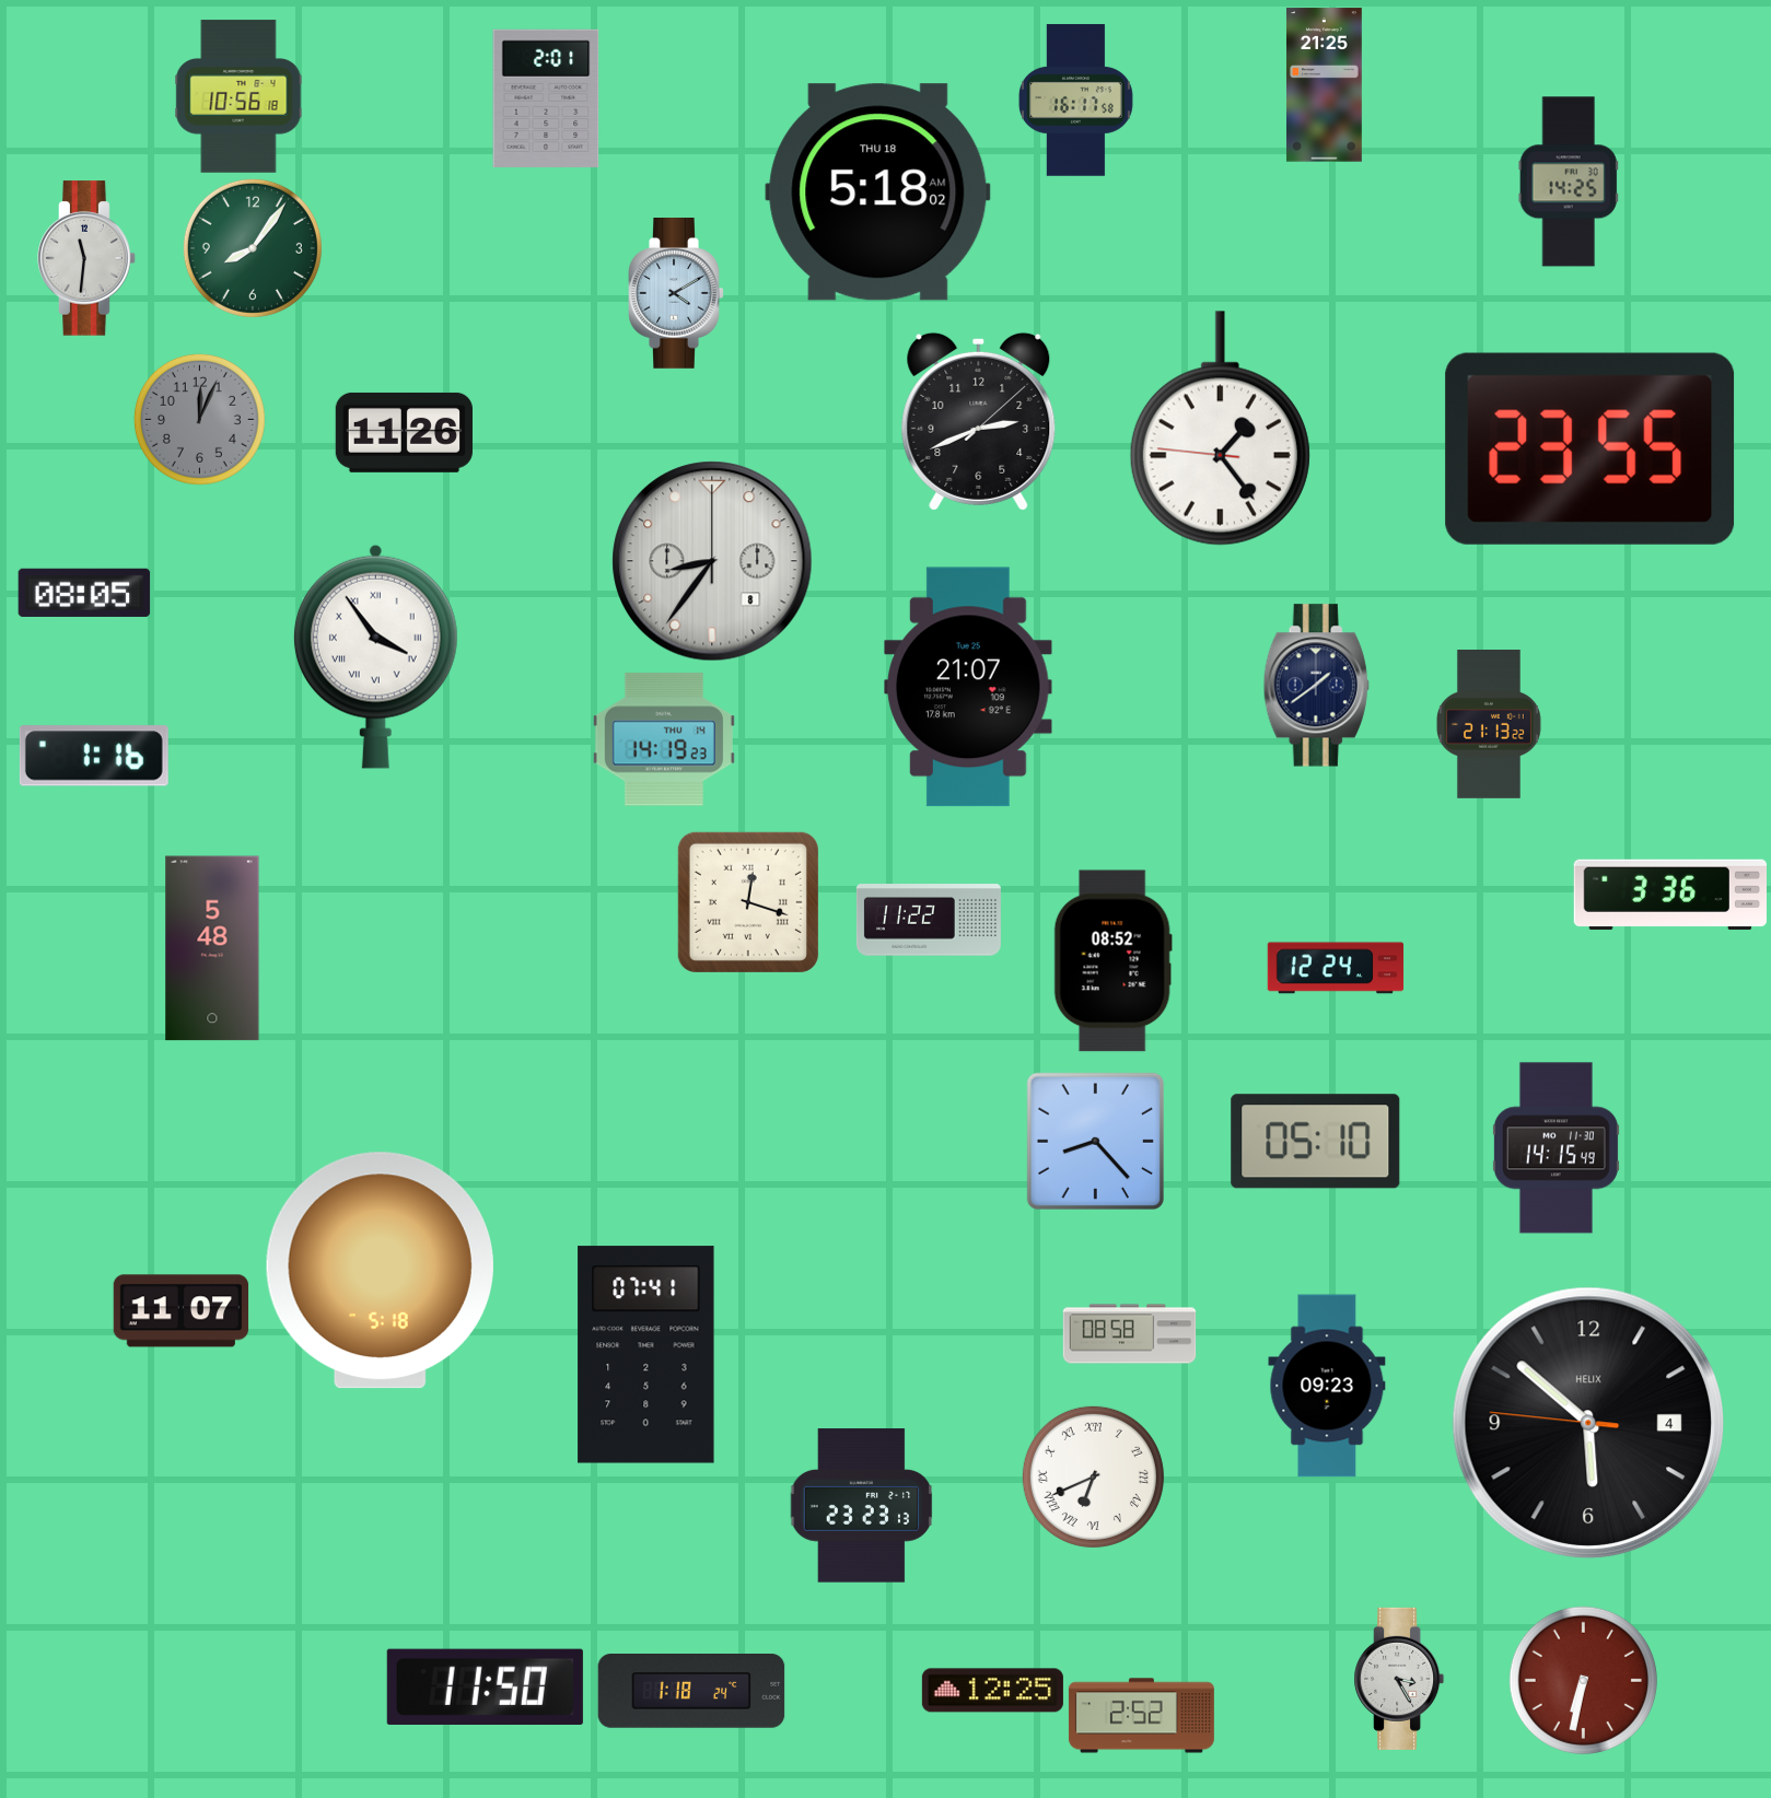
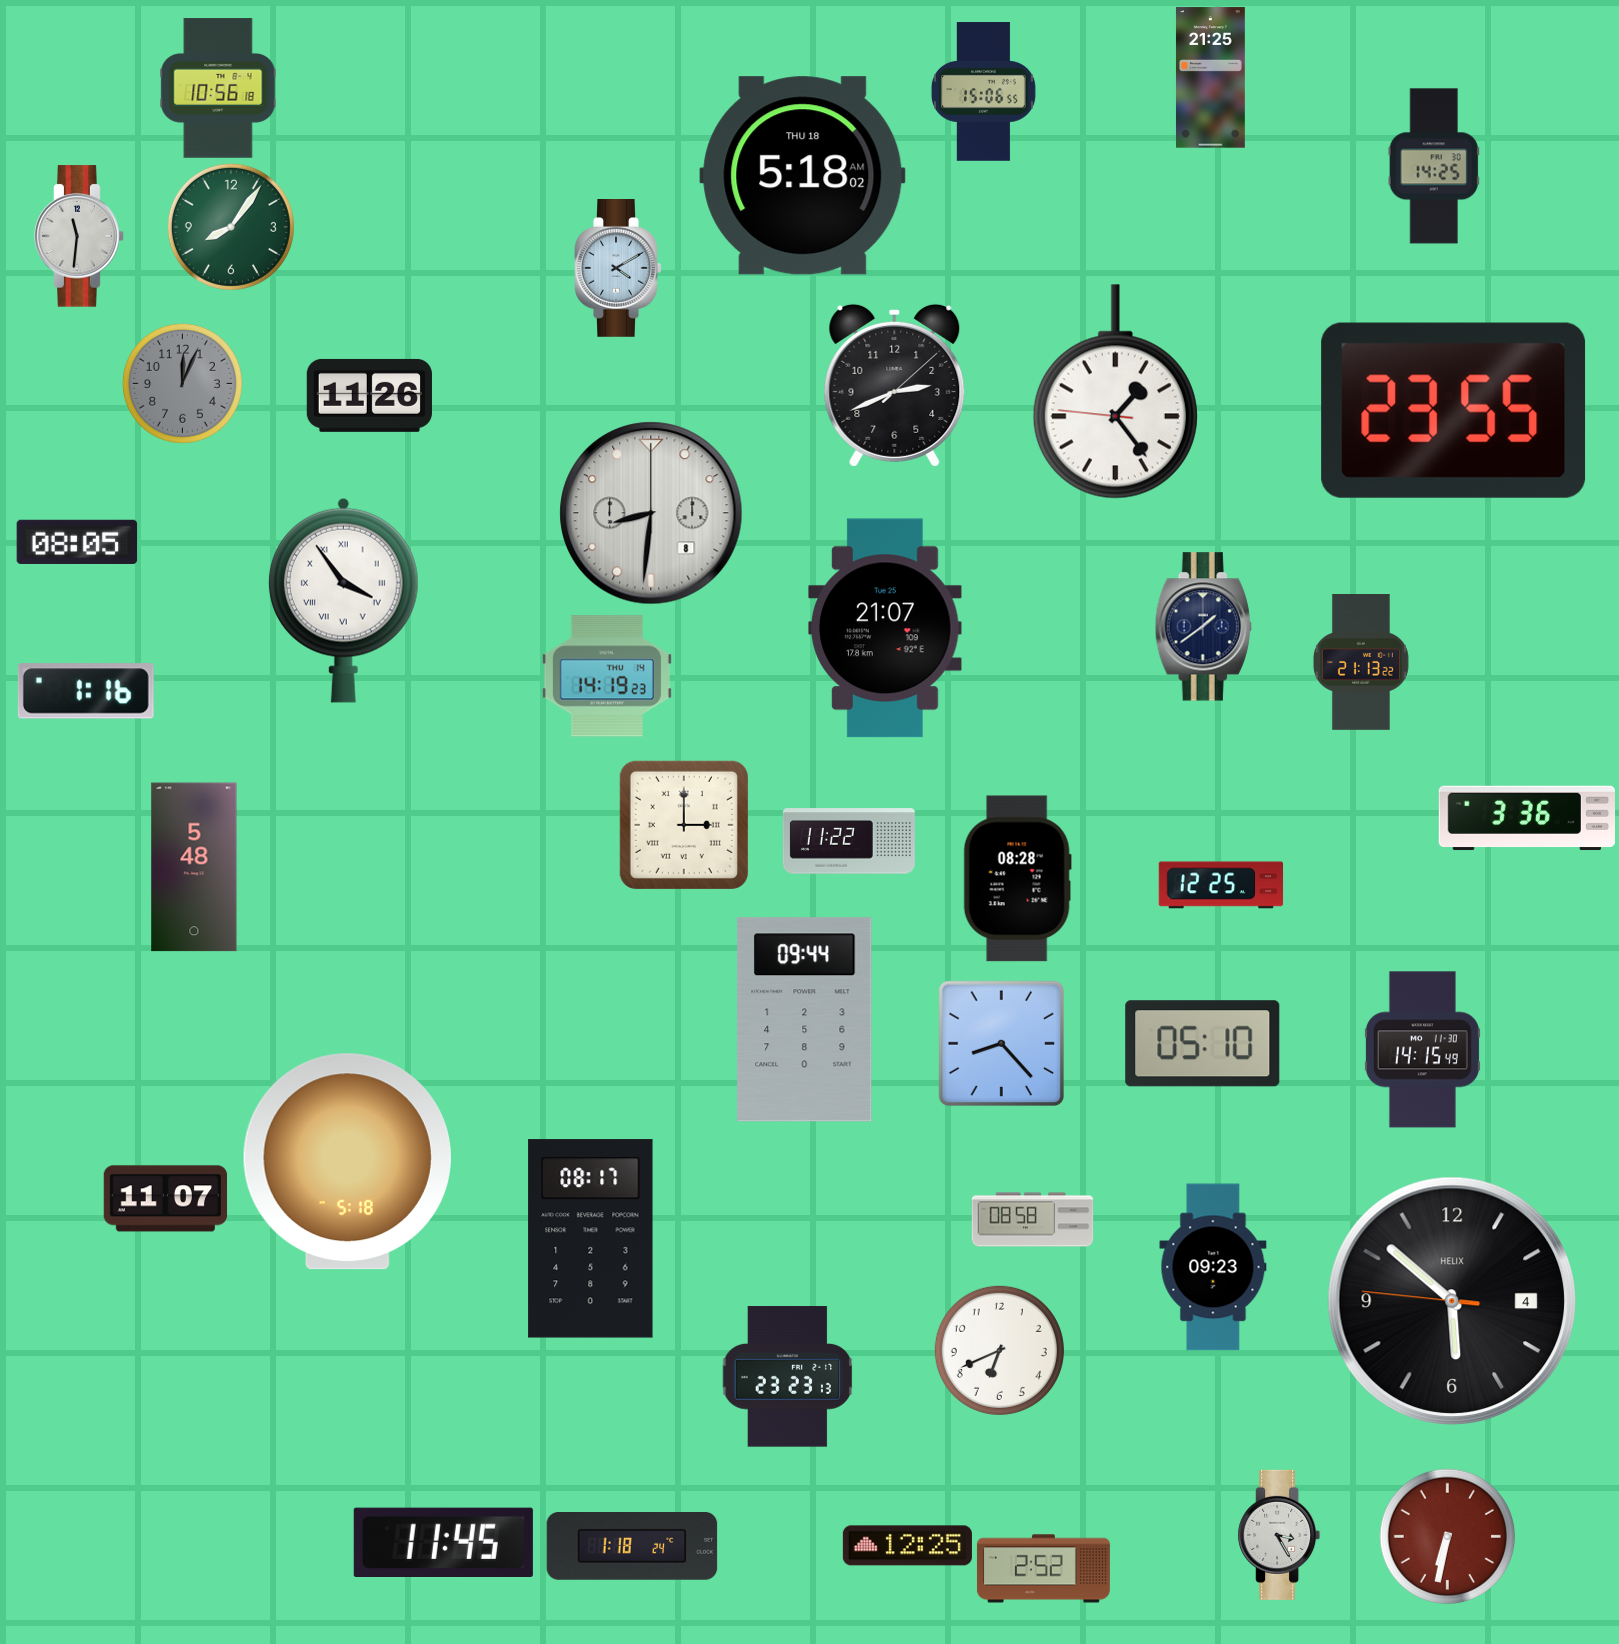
clock at (546, 98): 2:01 -> none
clock at (1075, 101): 16:17 -> 15:06
clock at (712, 561): 8:36 -> 8:31
clock at (748, 902): 12:18 -> 3:00
clock at (1112, 961): 08:52 -> 08:28
clock at (1336, 968): 12:24 -> 12:25
clock at (805, 1020): none -> 09:44
clock at (646, 1355): 07:41 -> 08:17
clock at (1093, 1476) numerals: Roman -> Arabic
clock at (485, 1688): 11:50 -> 11:45
